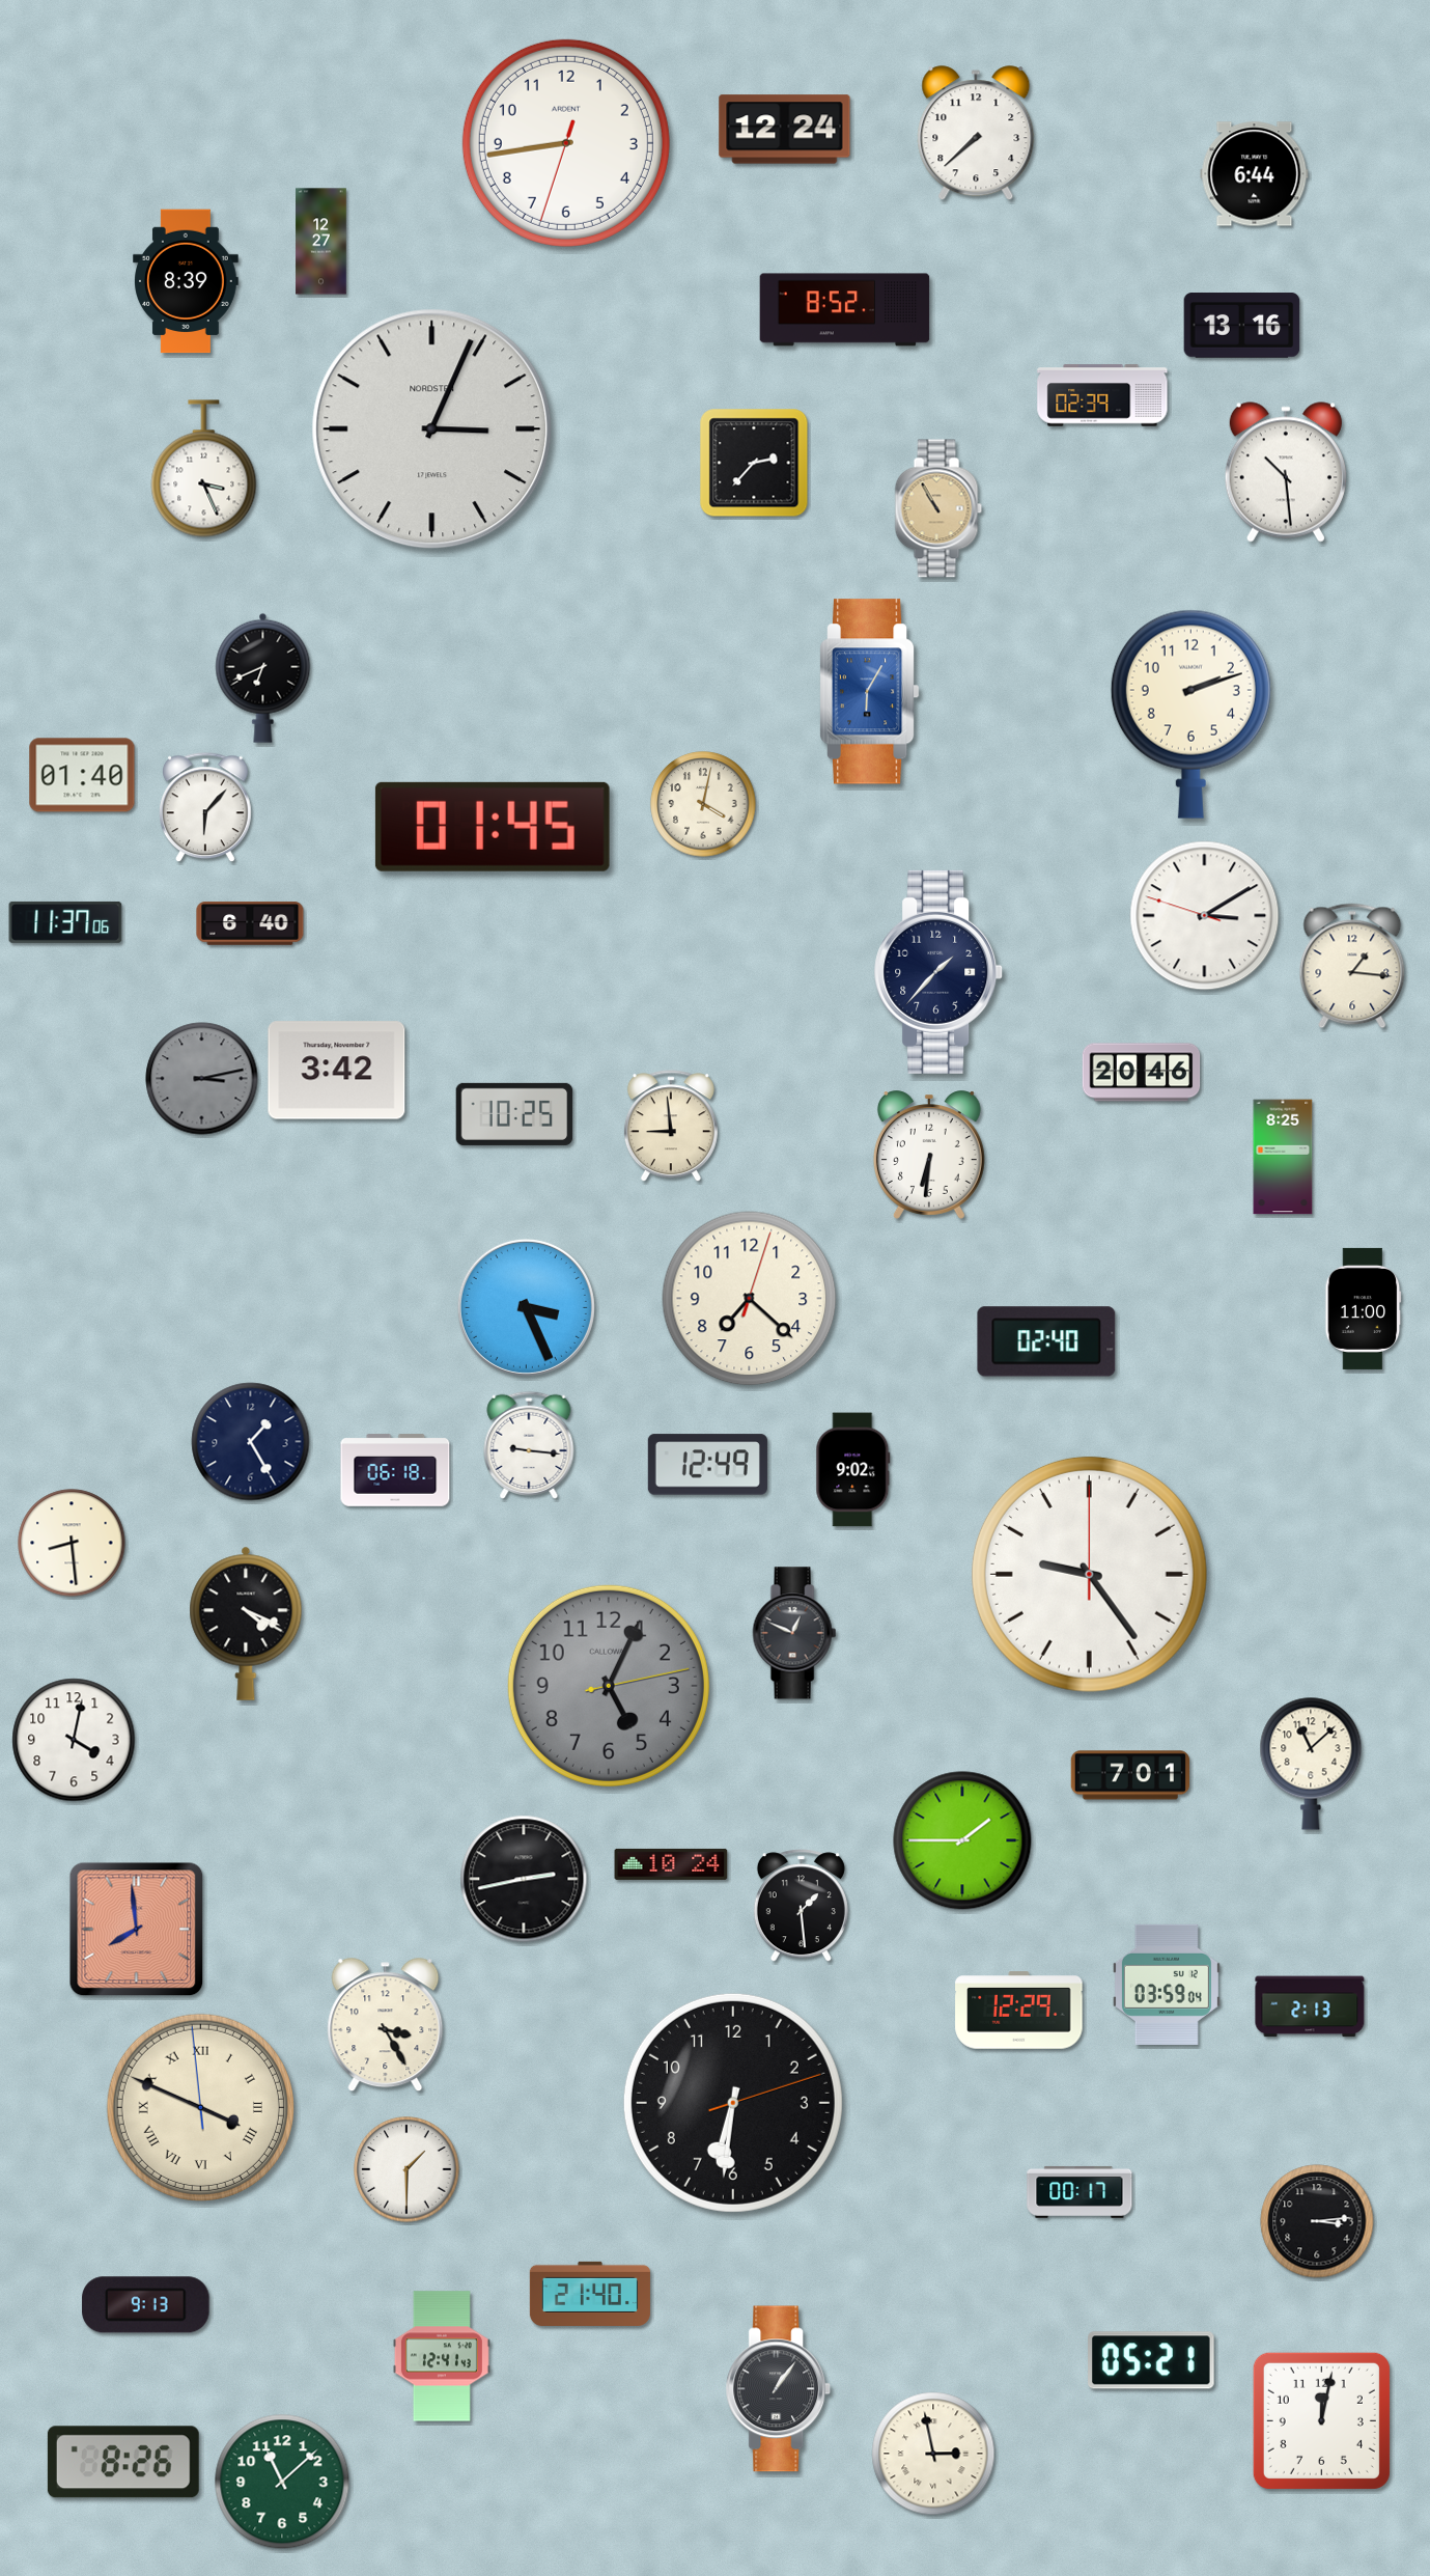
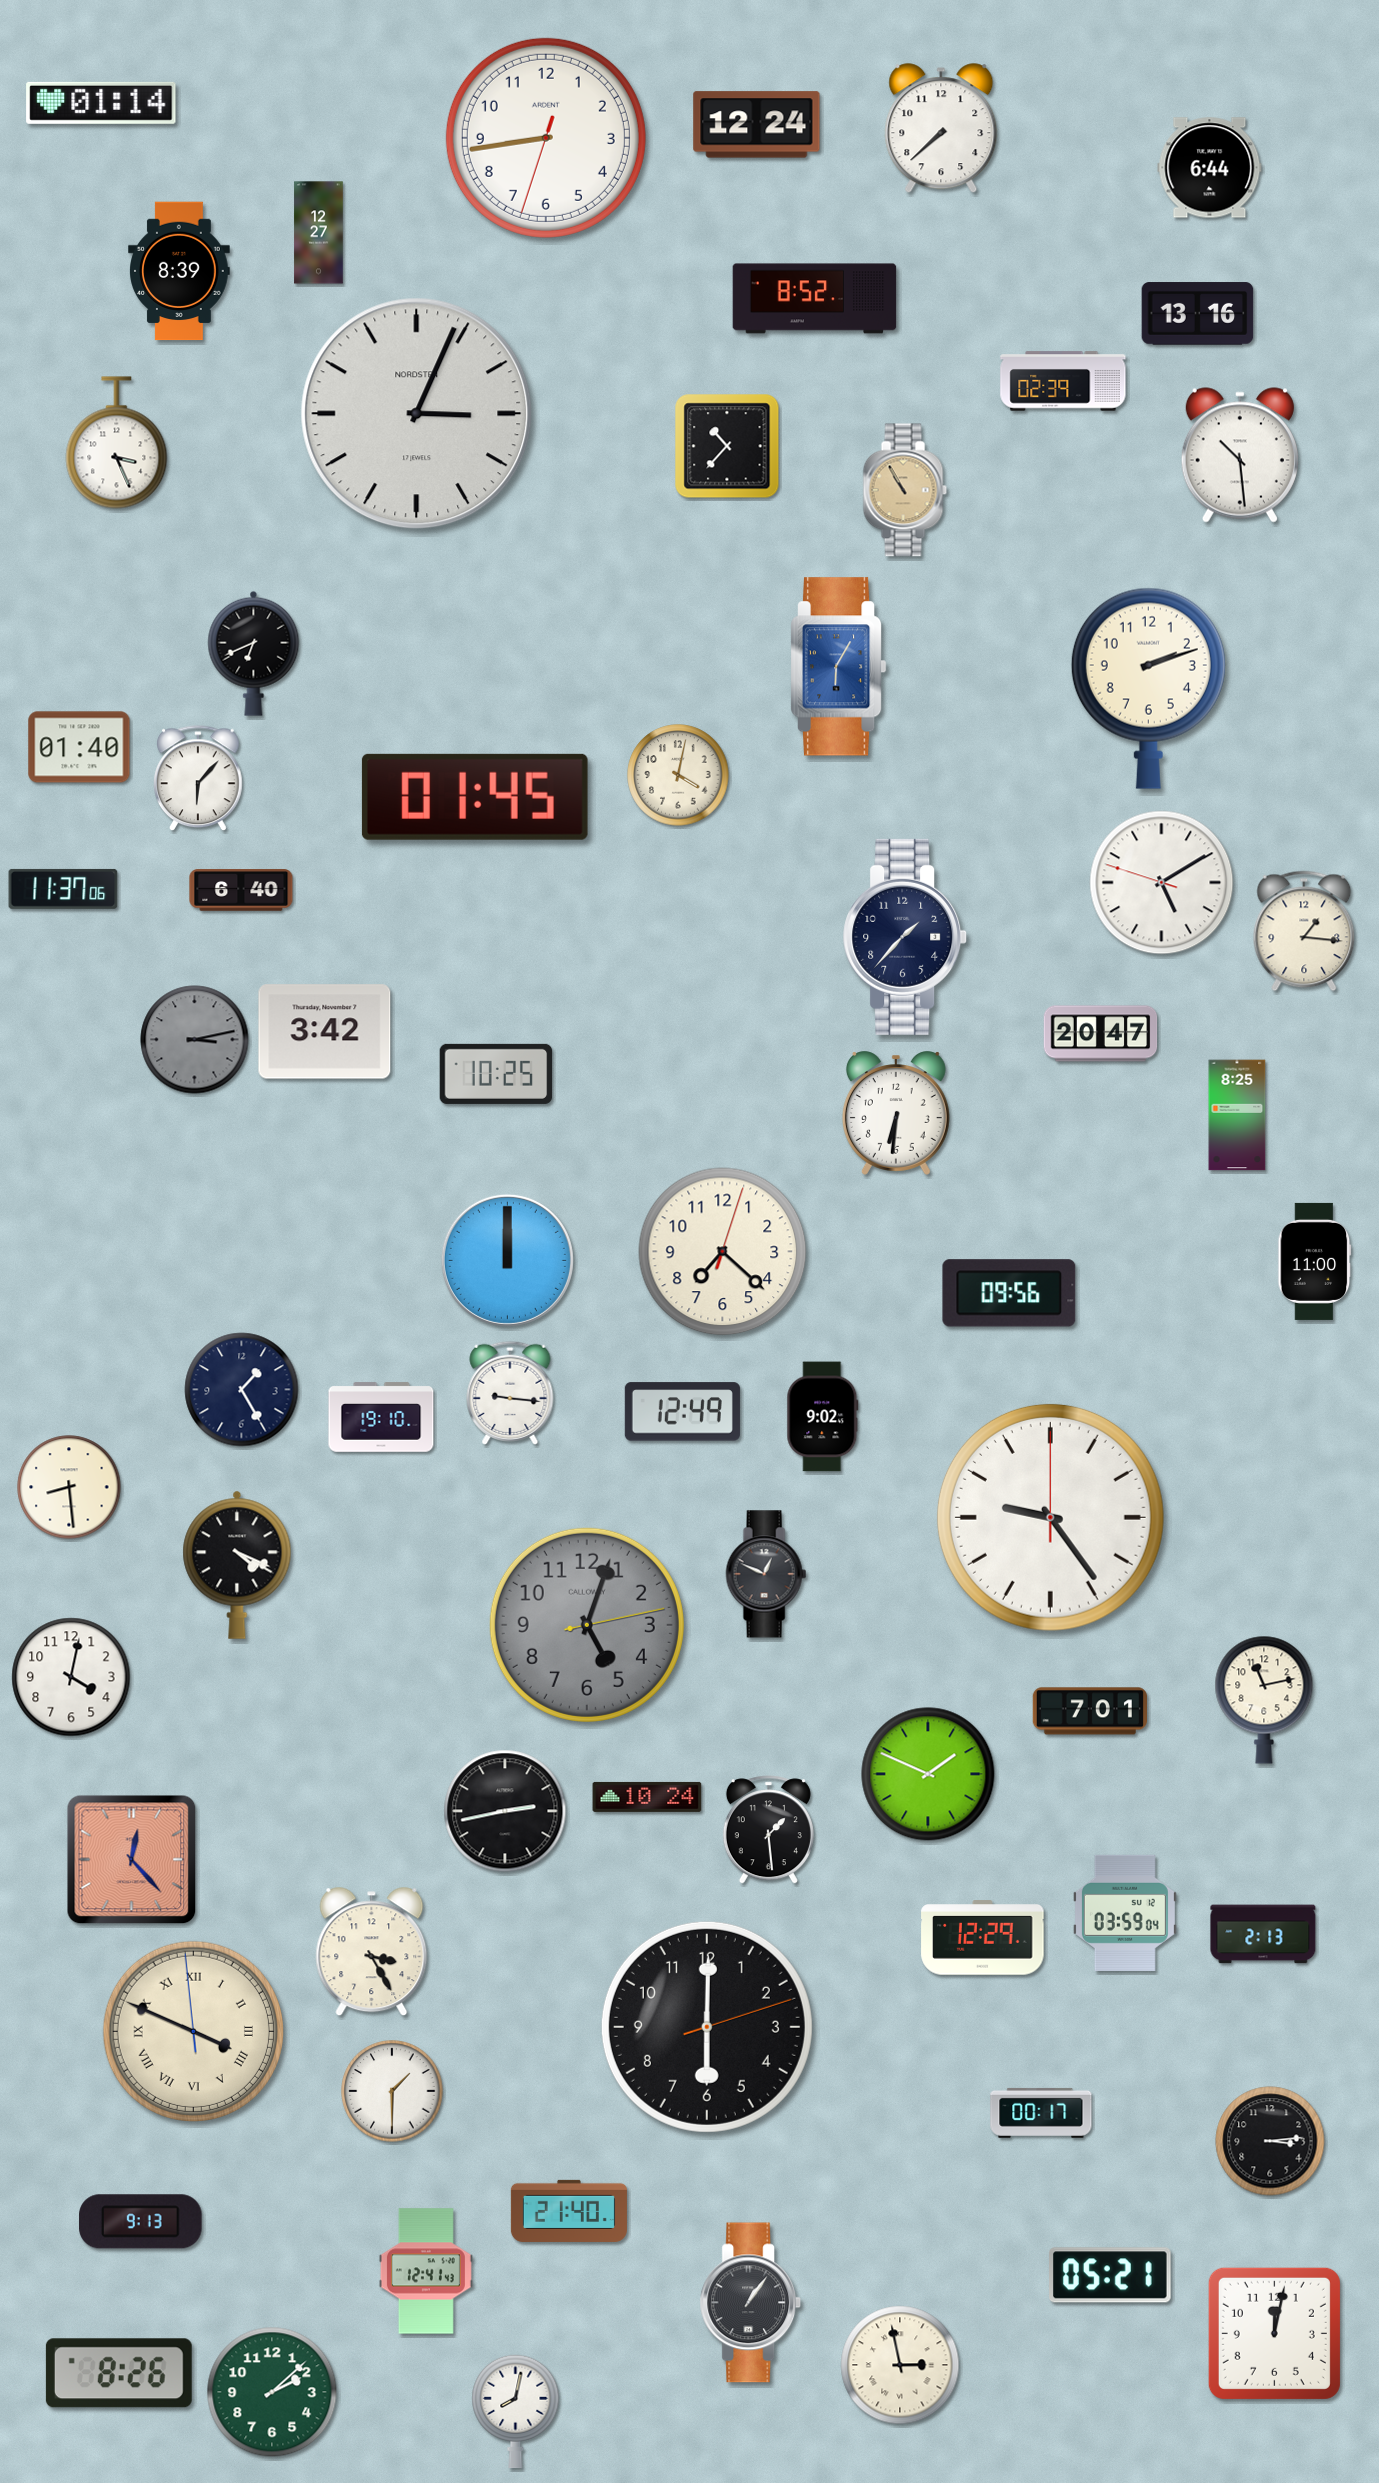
clock at (101, 103): none -> 01:14
clock at (321, 242) position: (321, 242) -> (319, 233)
clock at (754, 463): 2:37 -> 10:37
clock at (204, 469) position: (204, 469) -> (117, 443)
clock at (1205, 916): 3:09 -> 5:09
clock at (1142, 1073): 20:46 -> 20:47
clock at (671, 1127): 8:59 -> none
clock at (526, 1307): 3:26 -> 12:00
clock at (1046, 1341): 02:40 -> 09:56
clock at (395, 1470): 06:18 -> 19:10
clock at (609, 1686): 5:04 -> 5:03
clock at (1311, 1764): 11:08 -> 11:13
clock at (962, 1840): 1:45 -> 1:49
clock at (801, 1906) position: (801, 1906) -> (768, 1830)
clock at (137, 1930): 7:59 -> 12:23
clock at (733, 2103): 6:31 -> 6:00
clock at (282, 2482): 11:08 -> 2:08
clock at (516, 2412): none -> 8:02
